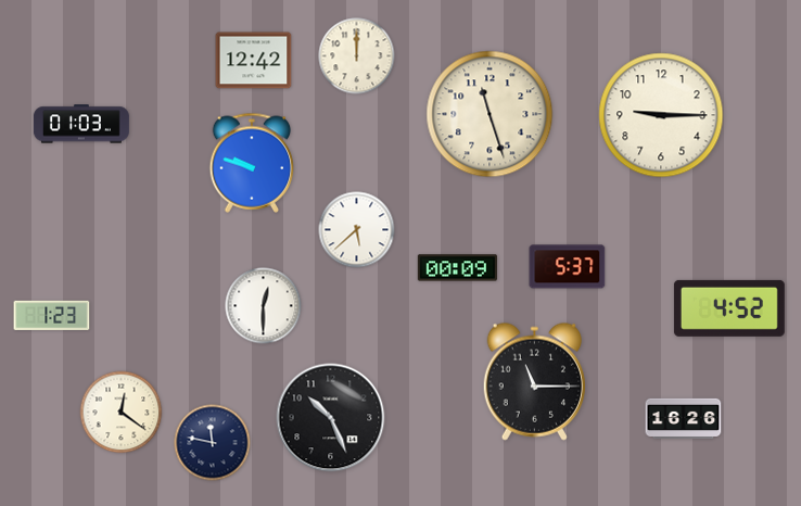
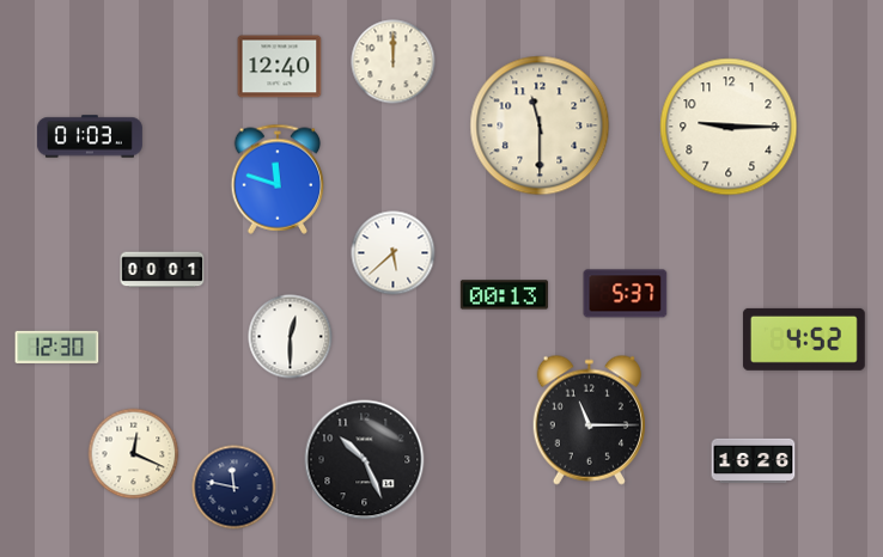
clock at (254, 61): 12:42 -> 12:40
clock at (490, 114): 11:27 -> 11:30
clock at (252, 163): 9:48 -> 11:48
clock at (163, 270): none -> 00:01
clock at (457, 268): 00:09 -> 00:13
clock at (52, 315): 1:23 -> 12:30
clock at (122, 413): 12:21 -> 12:19
